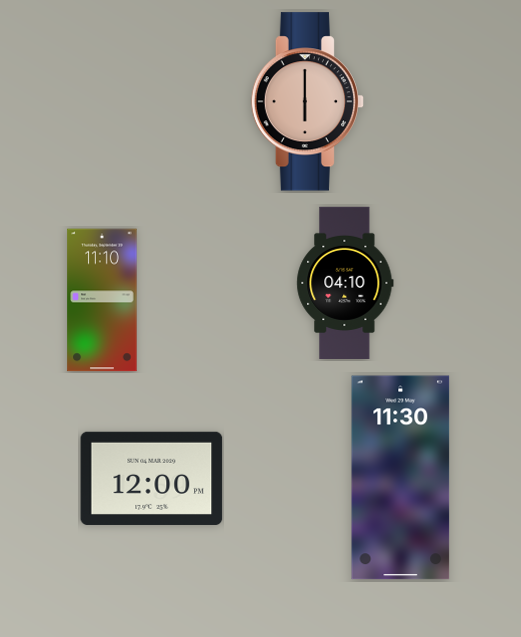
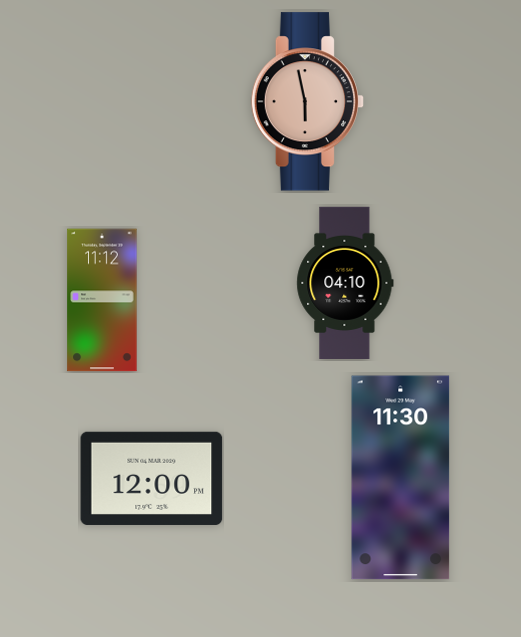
clock at (308, 102): 6:00 -> 5:58
clock at (102, 300): 11:10 -> 11:12
